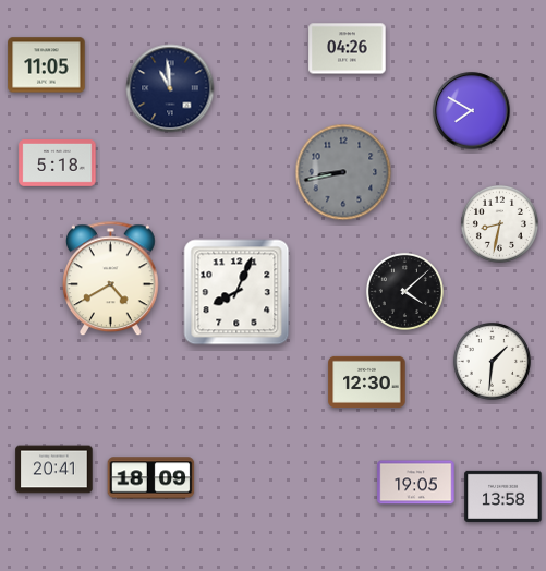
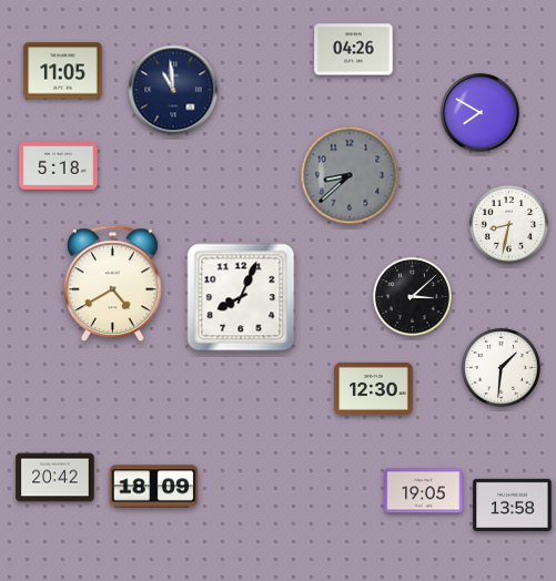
clock at (47, 65) position: (47, 65) -> (63, 71)
clock at (343, 172): 8:43 -> 8:38
clock at (499, 223) position: (499, 223) -> (508, 224)
clock at (404, 291): 4:08 -> 3:08
clock at (54, 470): 20:41 -> 20:42
